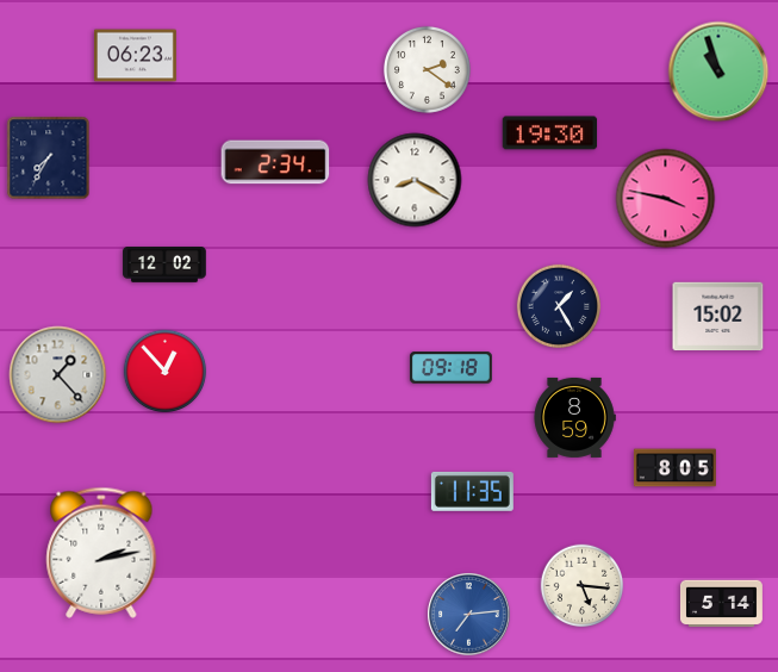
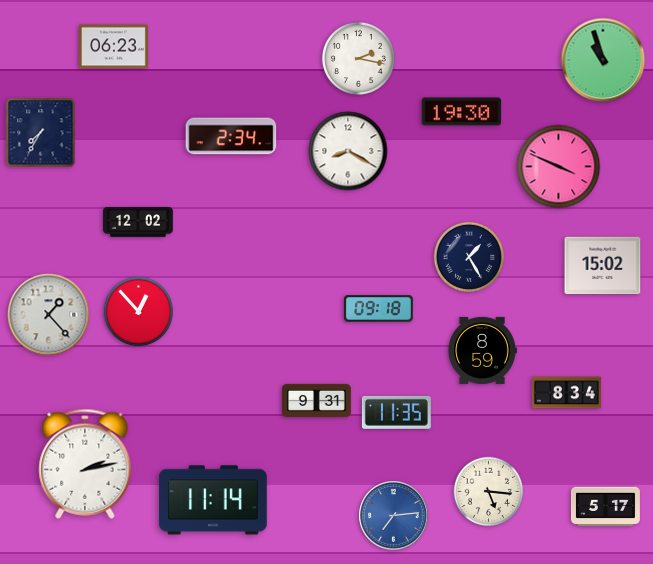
clock at (427, 70): 2:21 -> 2:17
clock at (666, 199): 3:47 -> 3:49
clock at (674, 468): 8:05 -> 8:34
clock at (316, 400): none -> 9:31
clock at (213, 500): none -> 11:14
clock at (721, 604): 5:14 -> 5:17
